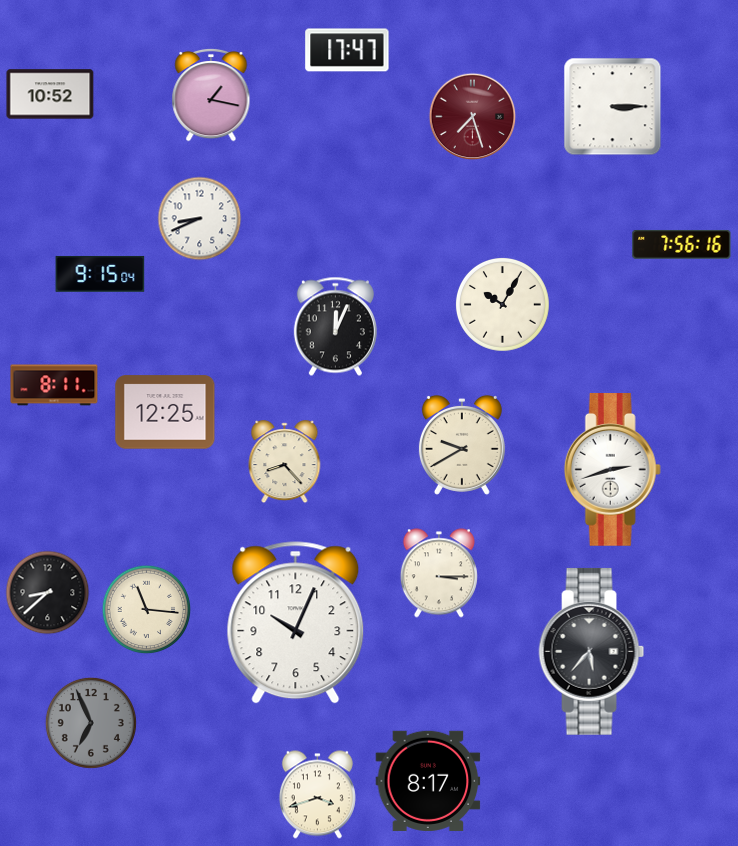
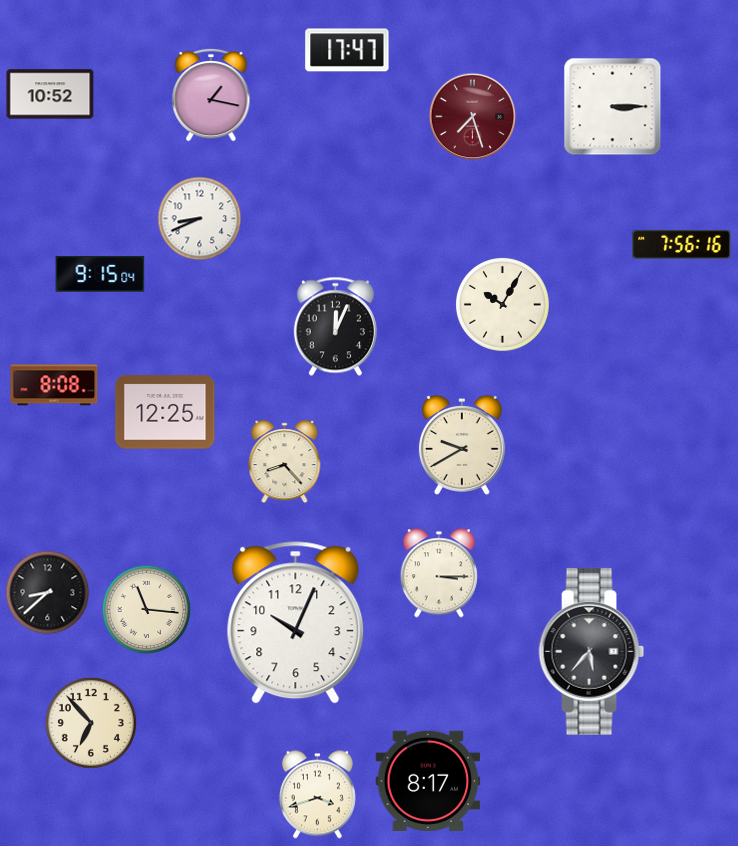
clock at (54, 385): 8:11 -> 8:08
clock at (612, 470): 2:42 -> none
clock at (91, 723): 6:56 -> 6:53
clock at (91, 723) dial: grey -> cream
